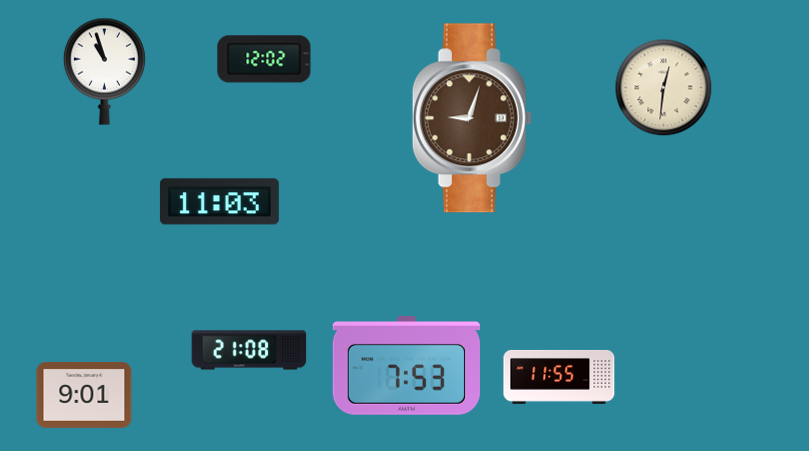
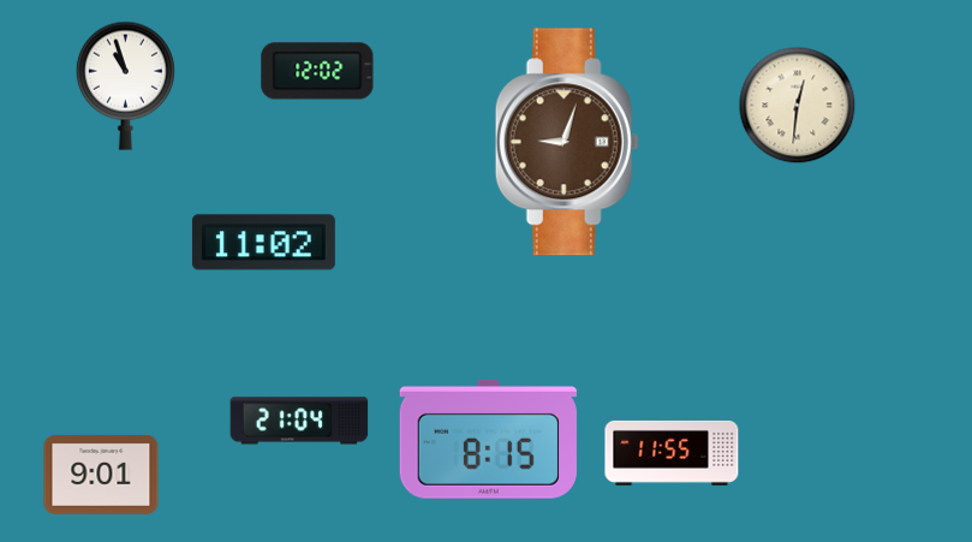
clock at (219, 202): 11:03 -> 11:02
clock at (249, 350): 21:08 -> 21:04
clock at (406, 365): 7:53 -> 8:15
